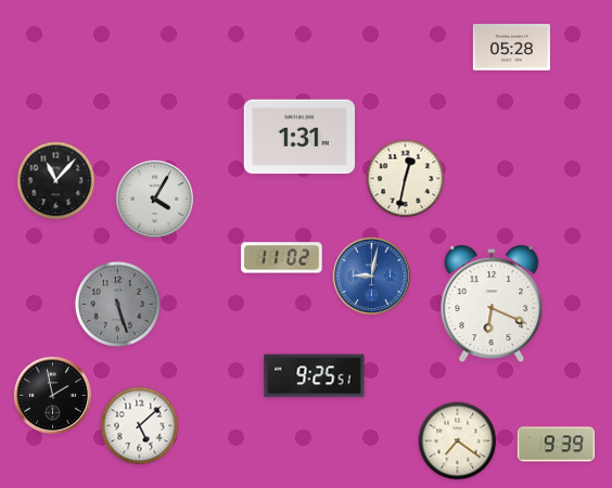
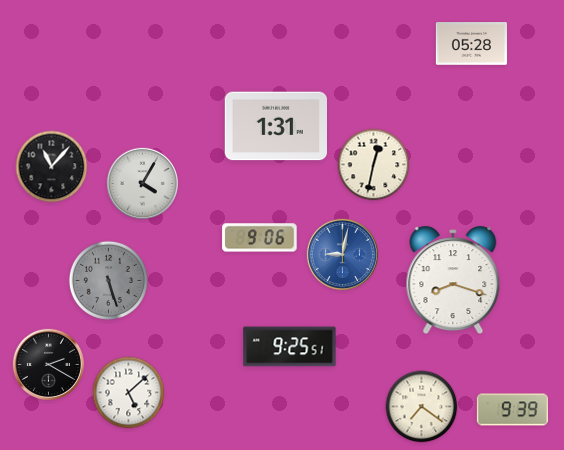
clock at (282, 258): 11:02 -> 9:06
clock at (492, 304): 6:19 -> 8:18
clock at (52, 395): 1:58 -> 2:20
